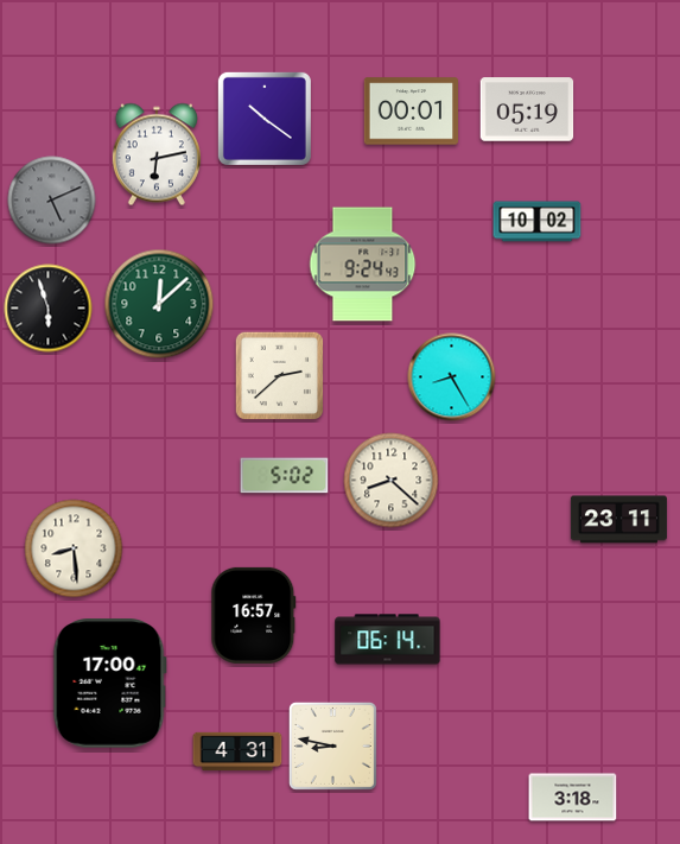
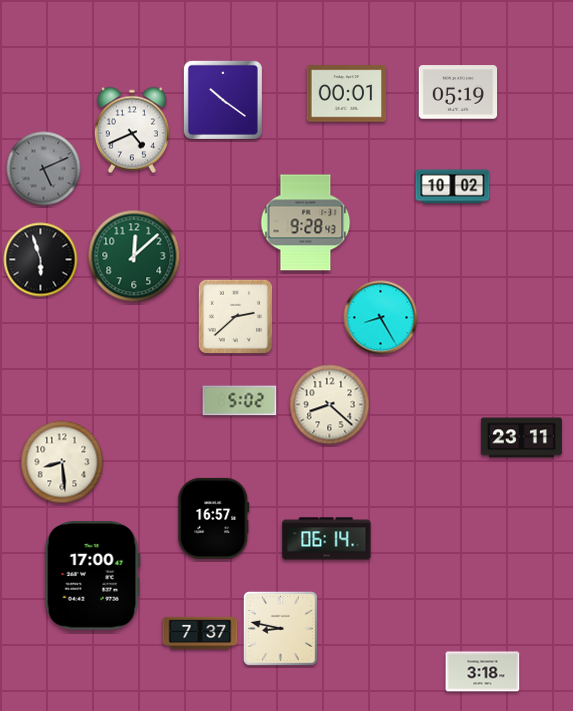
clock at (527, 109) position: (527, 109) -> (458, 92)
clock at (157, 154): 6:13 -> 4:41
clock at (363, 265): 9:24 -> 9:28
clock at (237, 751): 4:31 -> 7:37
